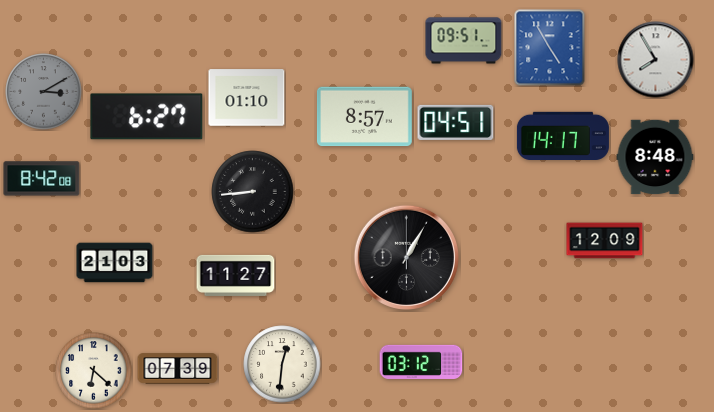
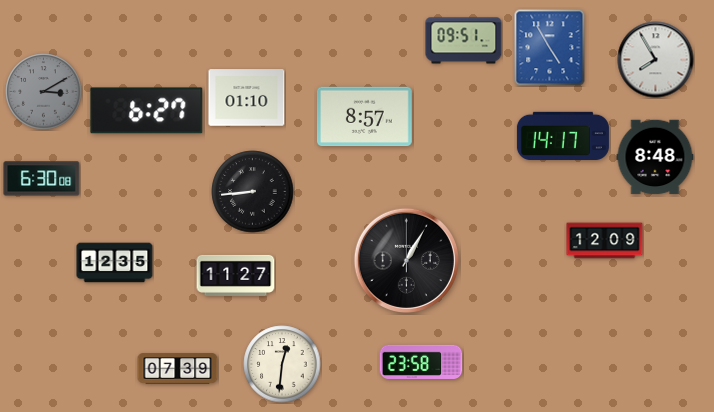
clock at (147, 117) position: (147, 117) -> (147, 111)
clock at (456, 122): 04:51 -> none
clock at (42, 179): 8:42 -> 6:30
clock at (406, 257) position: (406, 257) -> (406, 260)
clock at (115, 263): 21:03 -> 12:35
clock at (421, 361): 03:12 -> 23:58
clock at (94, 371): 6:22 -> none
